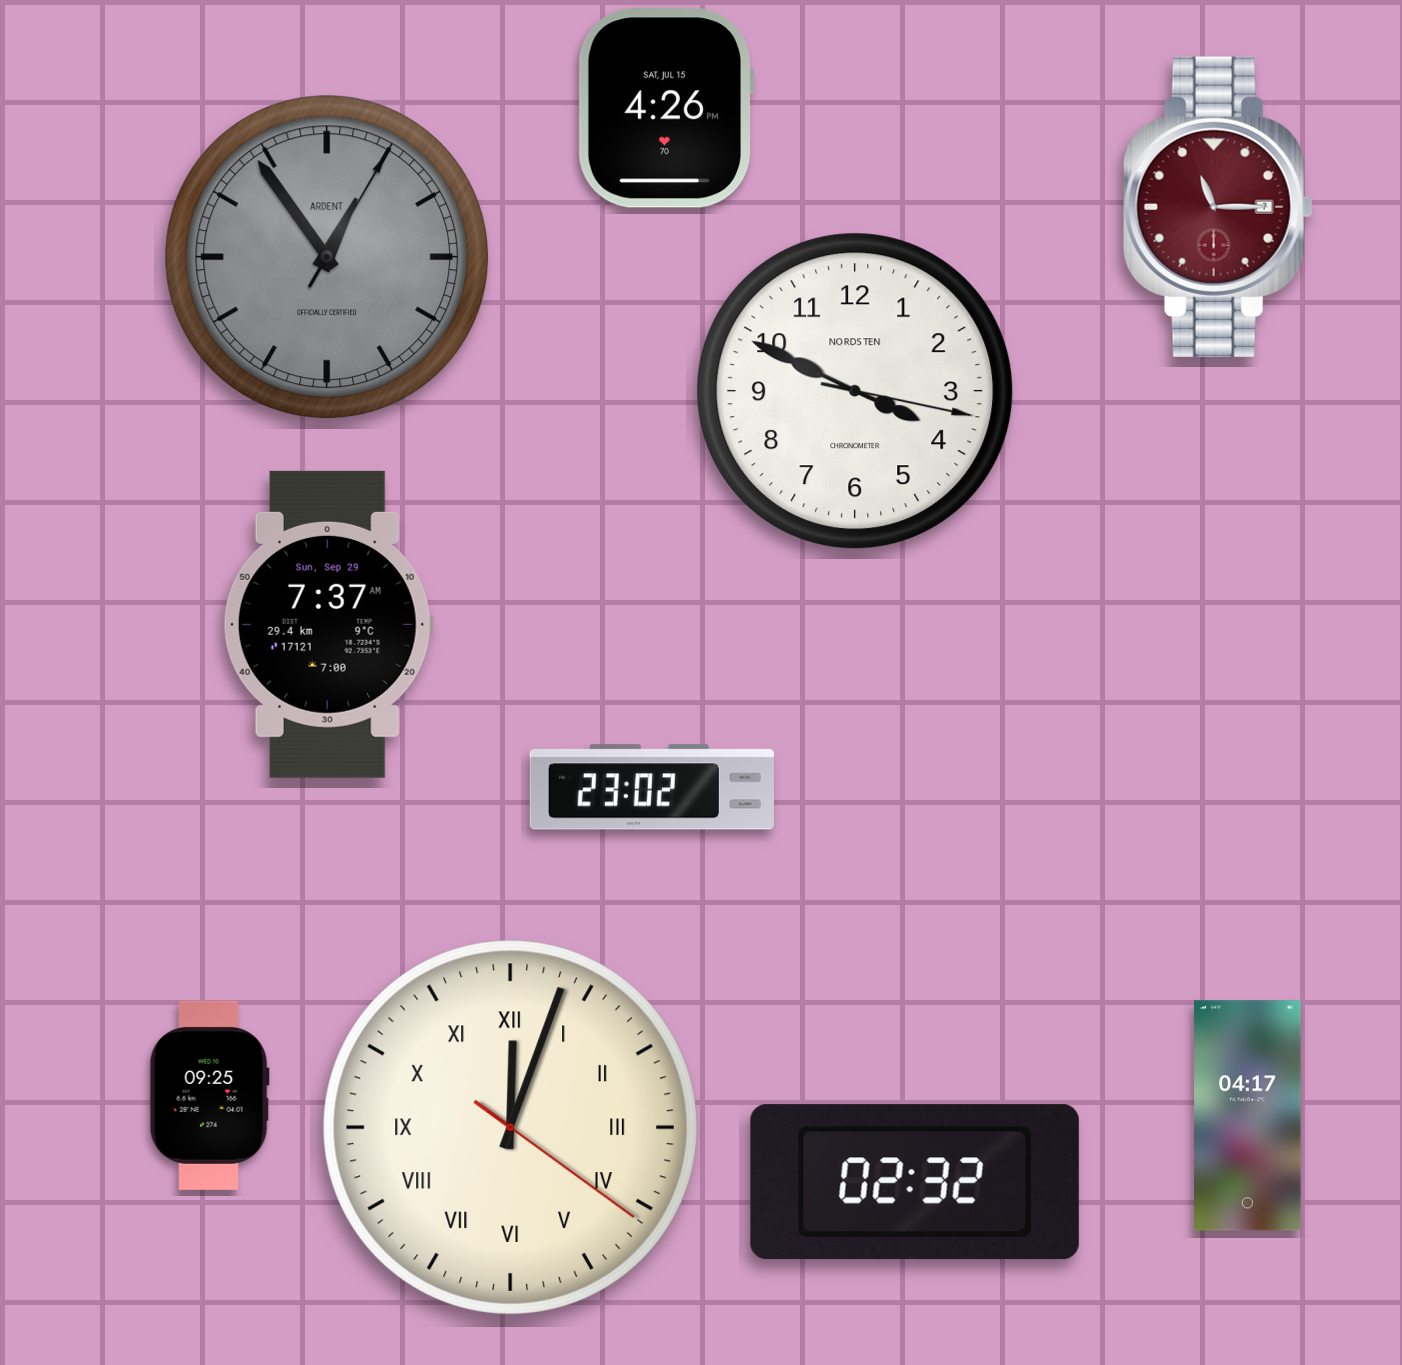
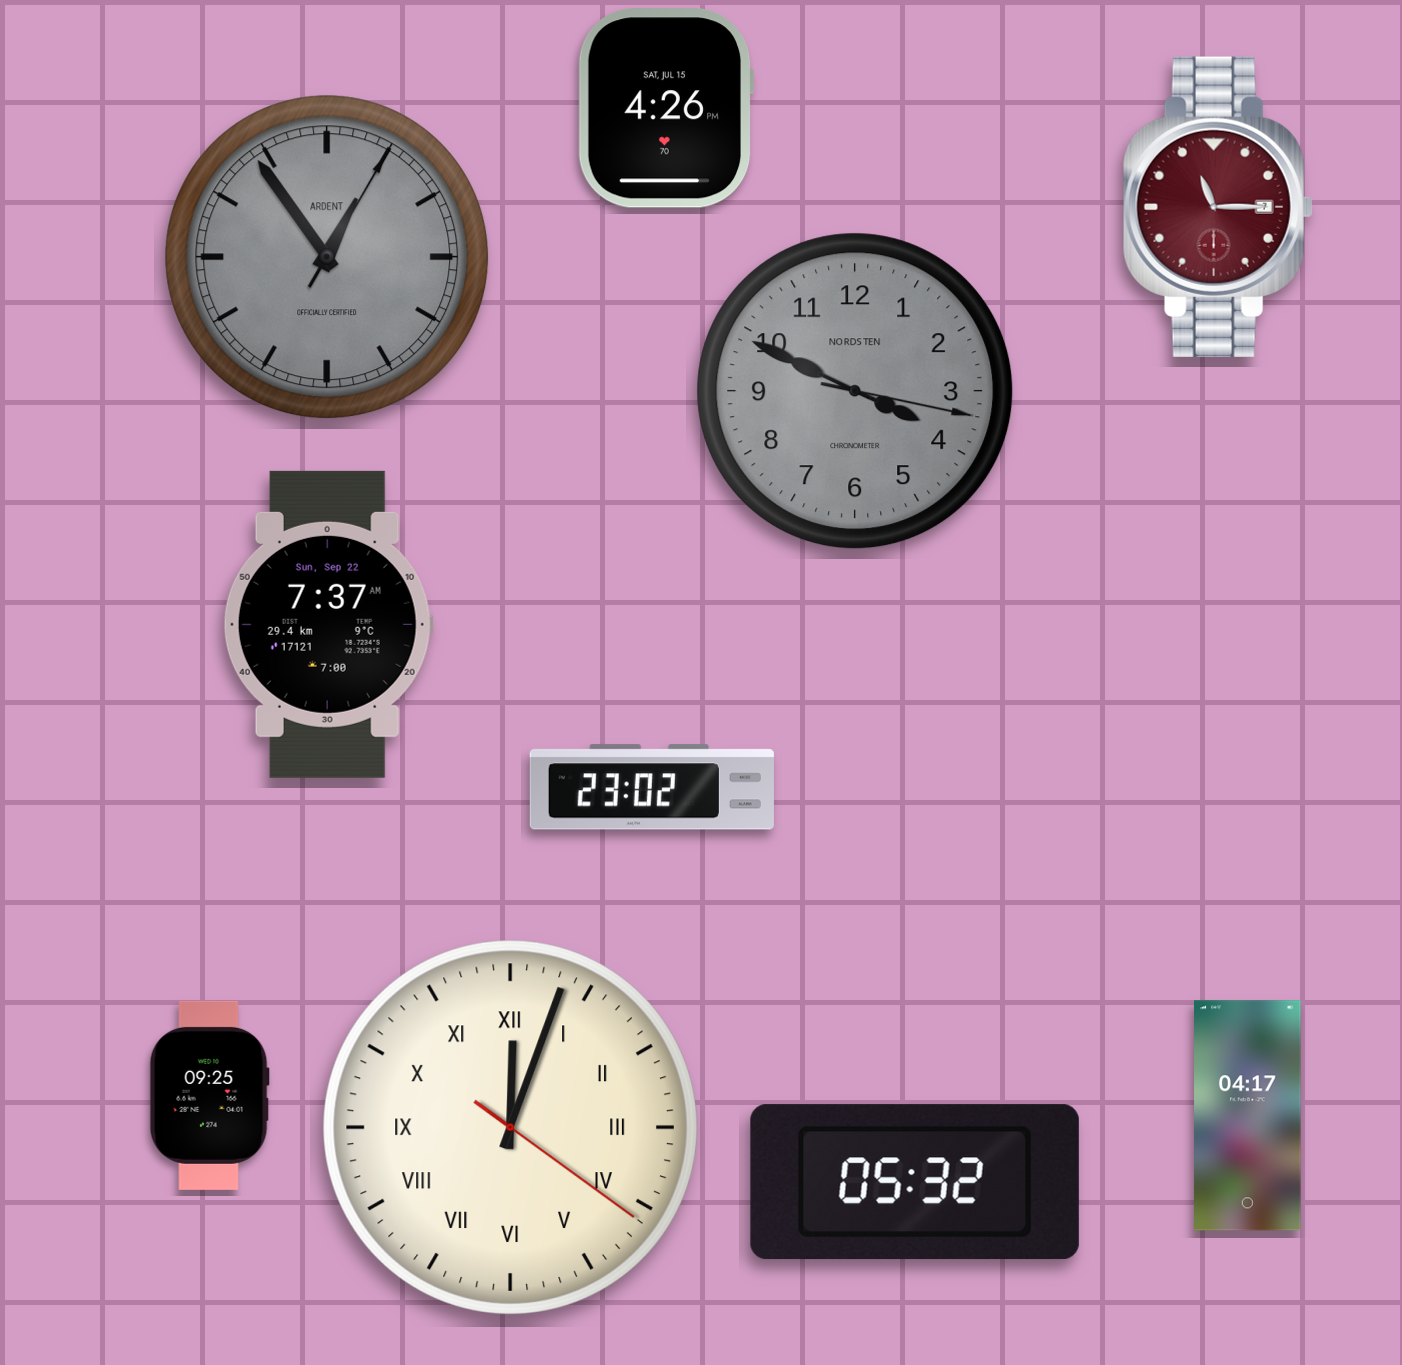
clock at (855, 391) dial: white -> grey
clock at (328, 624) date: Sun, Sep 29 -> Sun, Sep 22
clock at (915, 1182): 02:32 -> 05:32
